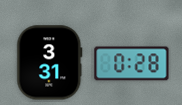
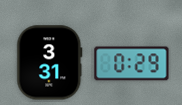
clock at (132, 64): 0:28 -> 0:29
